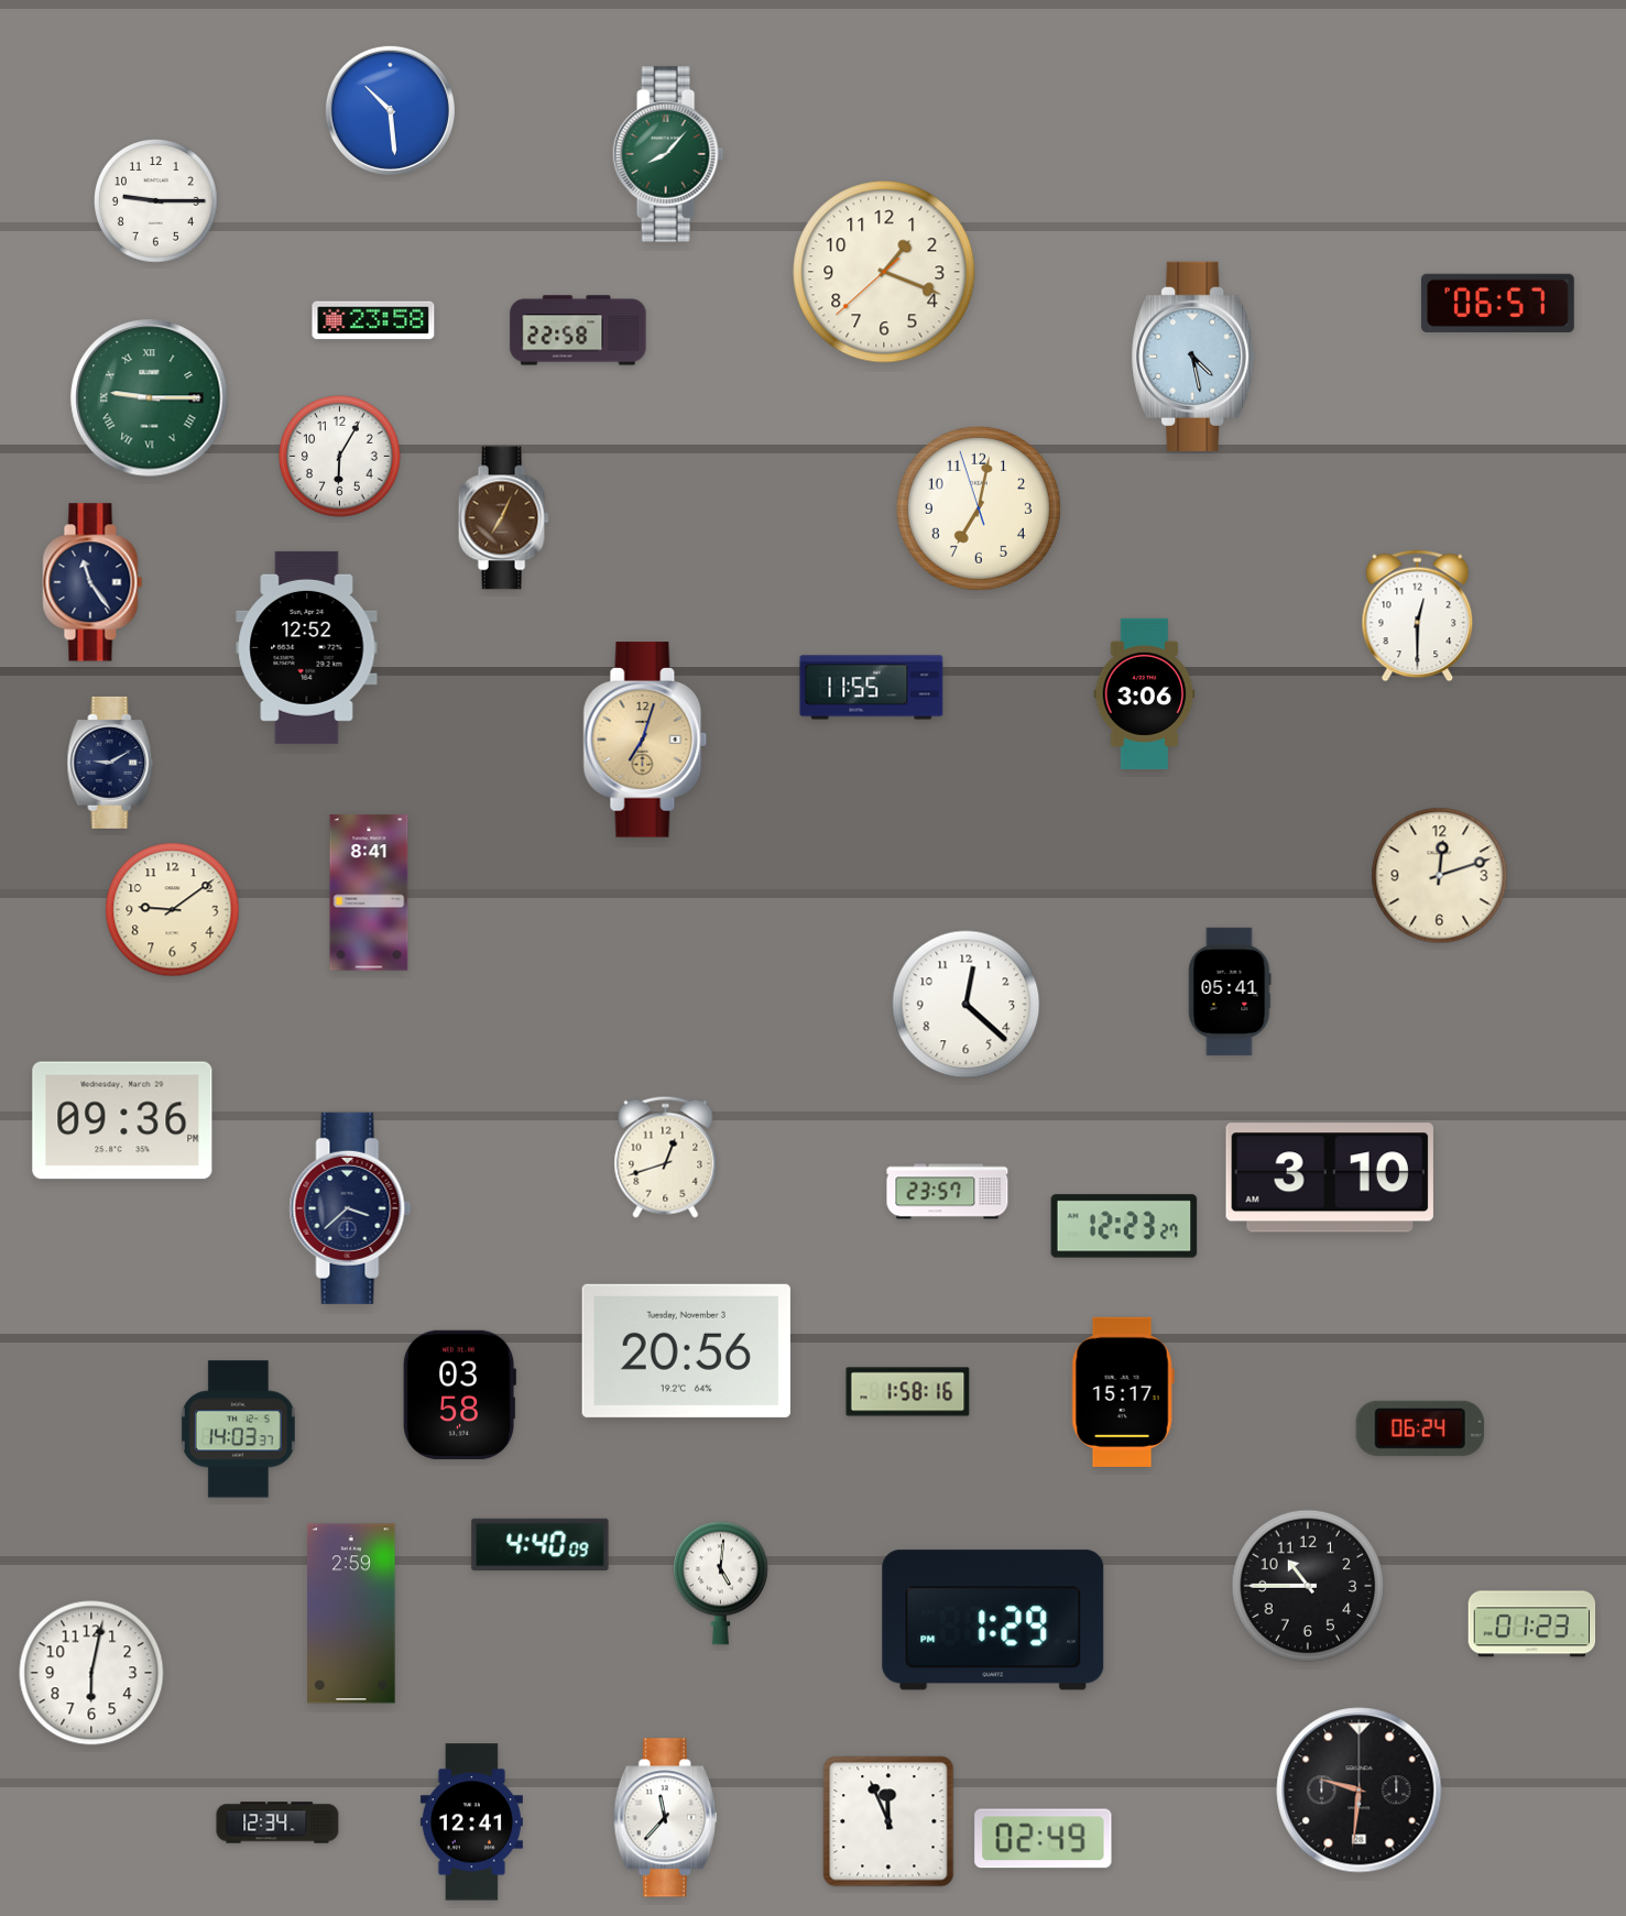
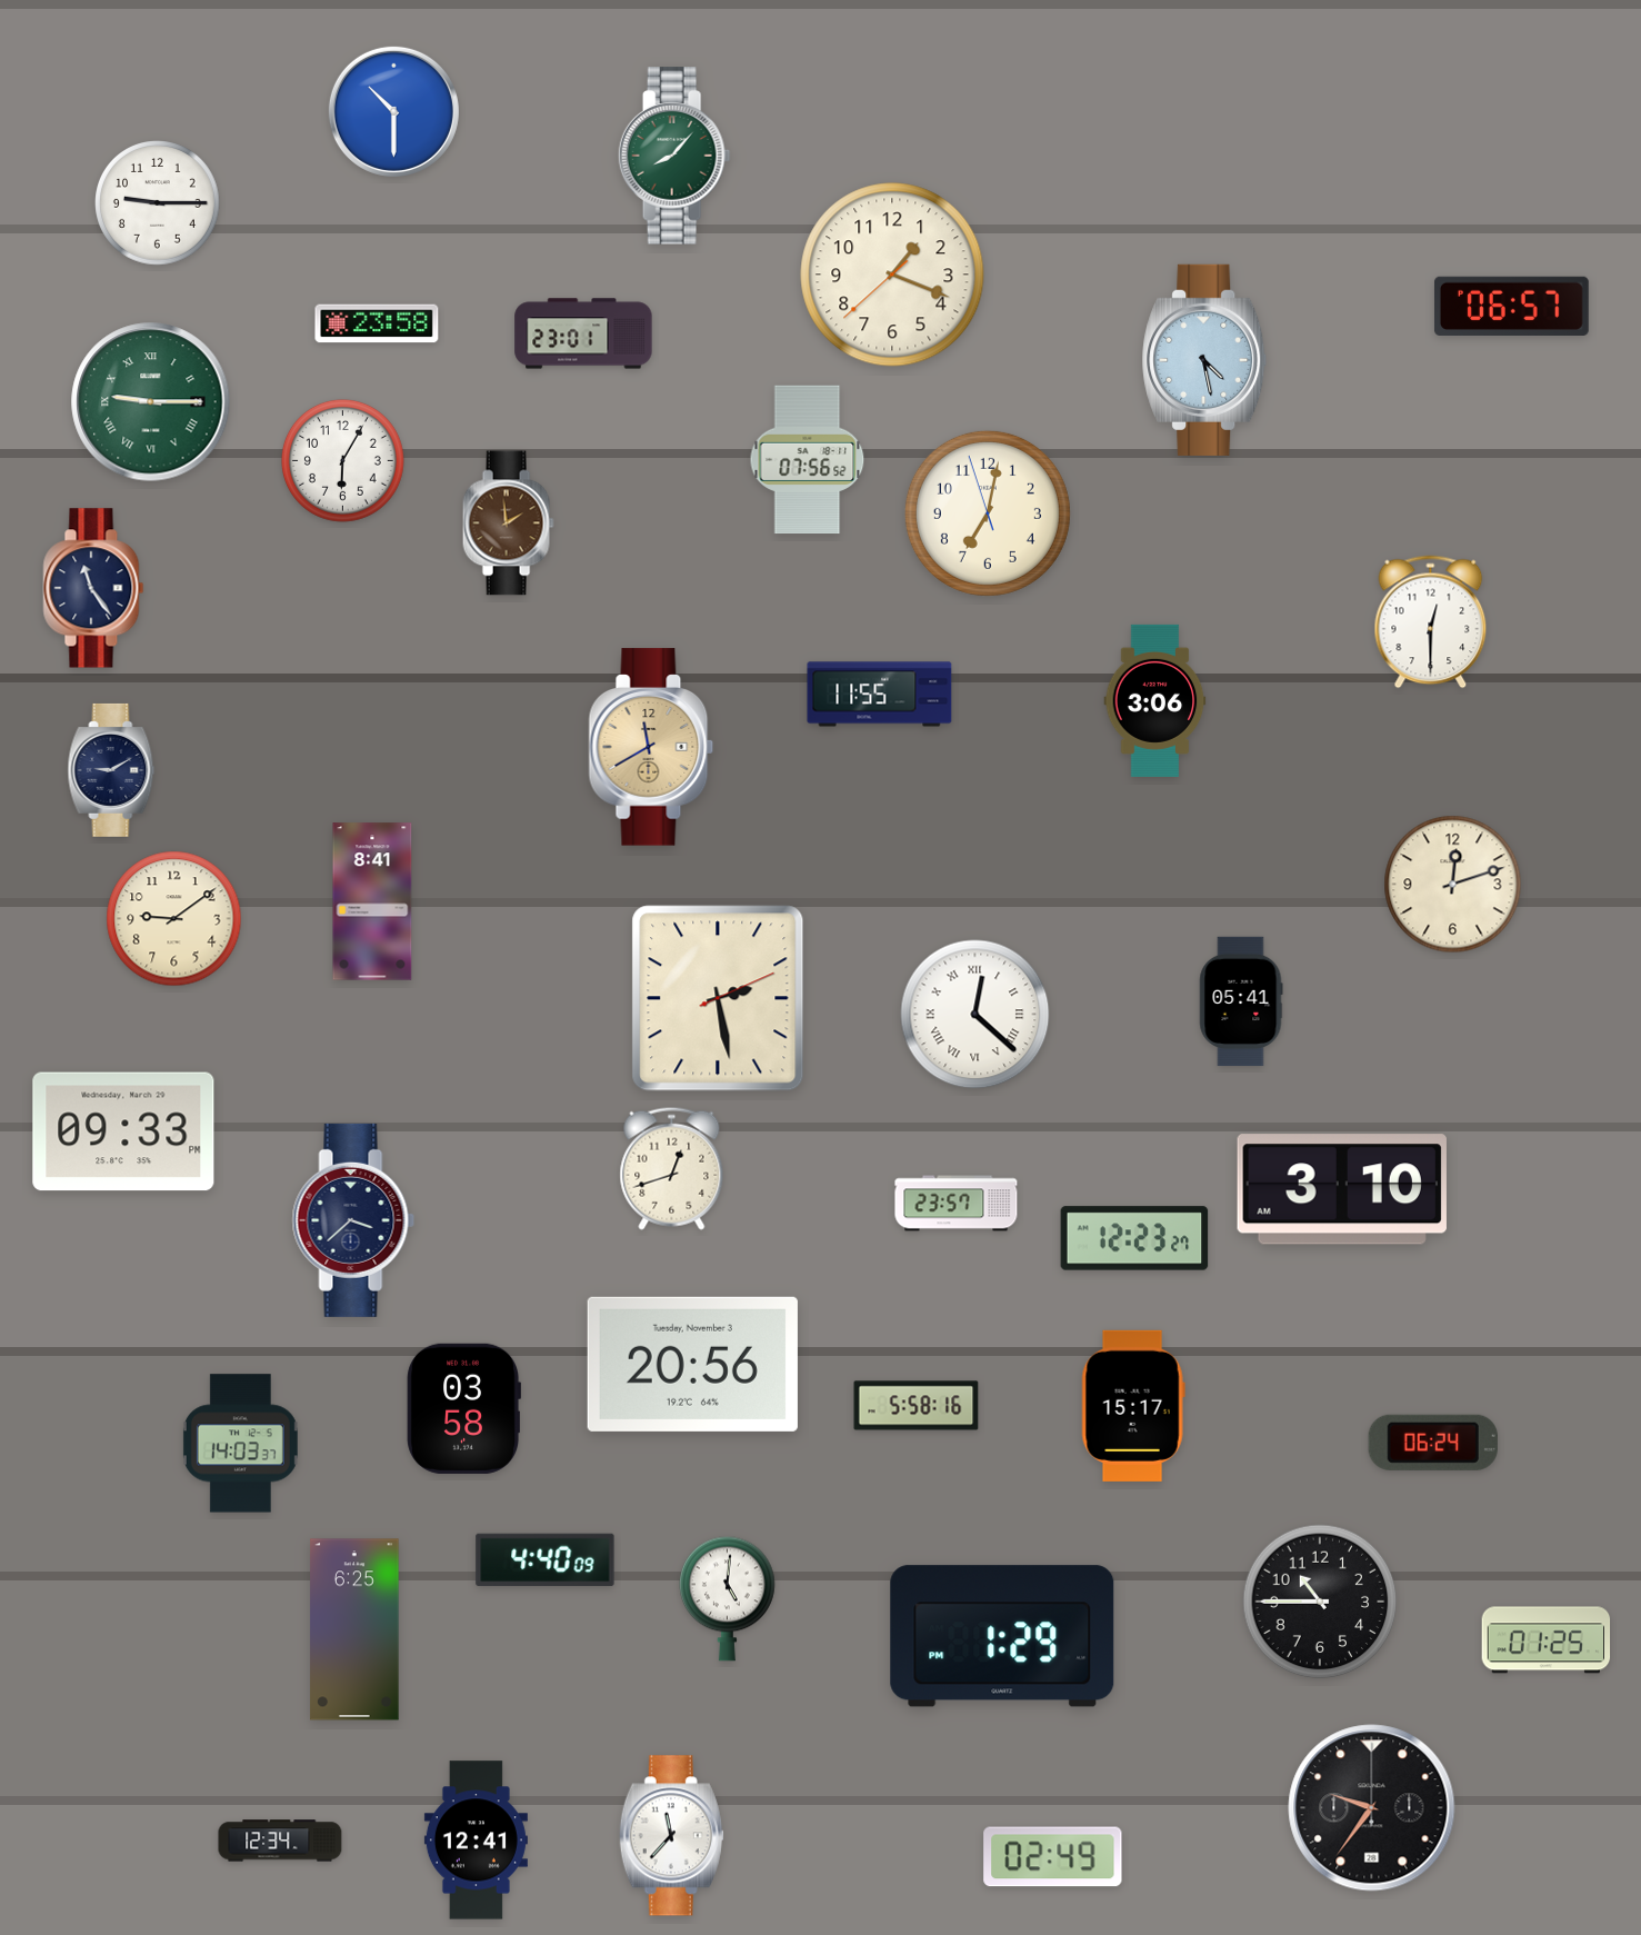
clock at (390, 110): 10:29 -> 10:30
clock at (578, 330): 22:58 -> 23:01
clock at (808, 460): none -> 07:56
clock at (503, 518): 7:04 -> 1:59
clock at (307, 647): 12:52 -> none
clock at (645, 740): 7:03 -> 11:40
clock at (718, 998): none -> 2:28
clock at (967, 1005) numerals: Arabic -> Roman
clock at (122, 1120): 09:36 -> 09:33
clock at (908, 1392): 1:58 -> 5:58
clock at (351, 1613): 2:59 -> 6:25
clock at (1532, 1624): 01:23 -> 01:25
clock at (91, 1673): 6:02 -> none
clock at (1360, 1791): 9:31 -> 9:36
clock at (888, 1821): 11:56 -> none
